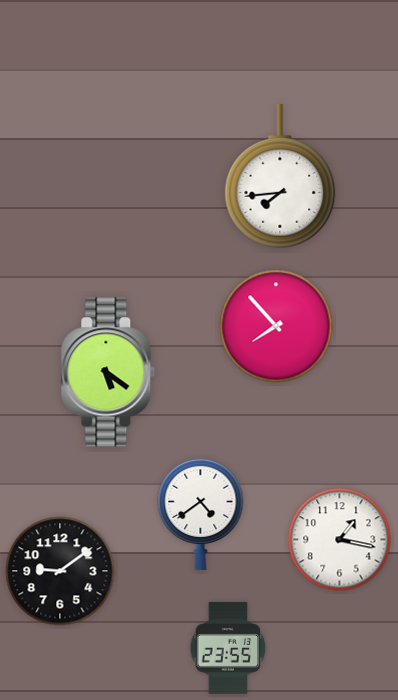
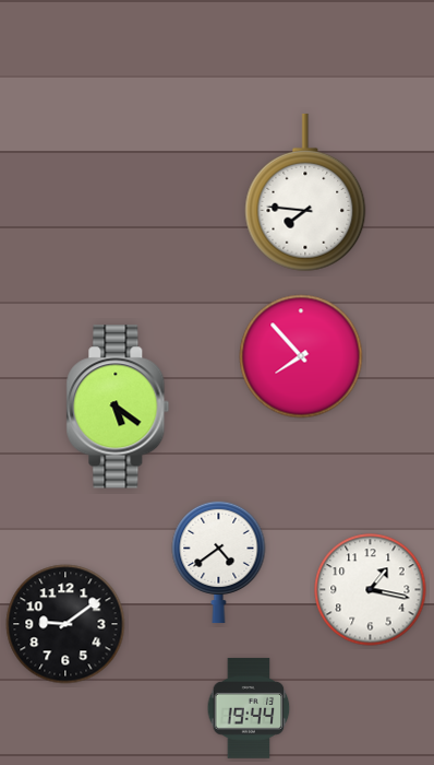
clock at (280, 176): 7:44 -> 7:46
clock at (228, 648): 23:55 -> 19:44
